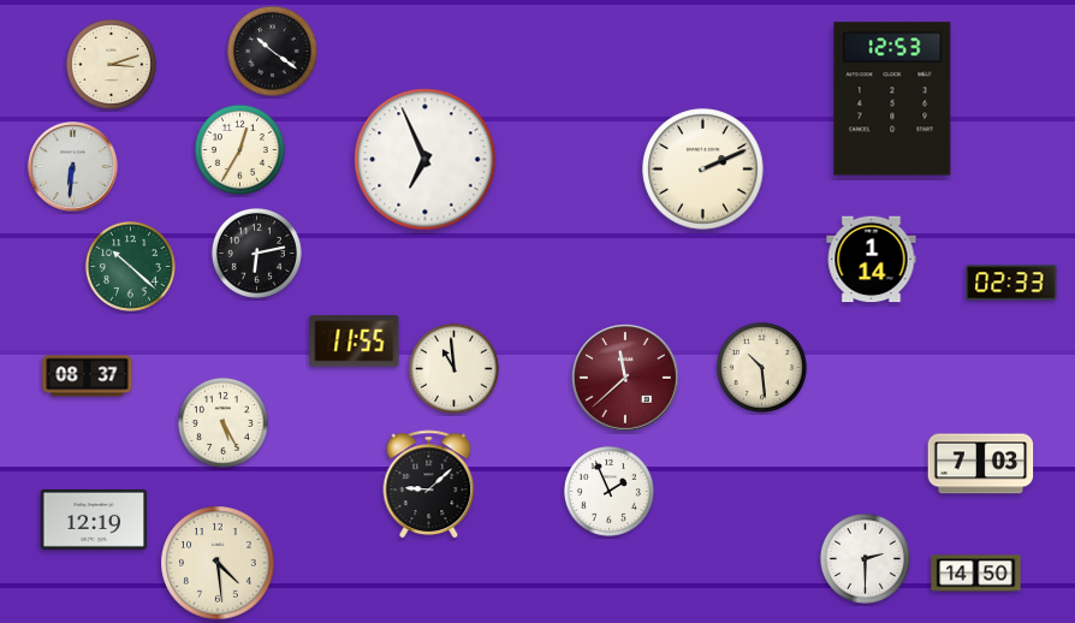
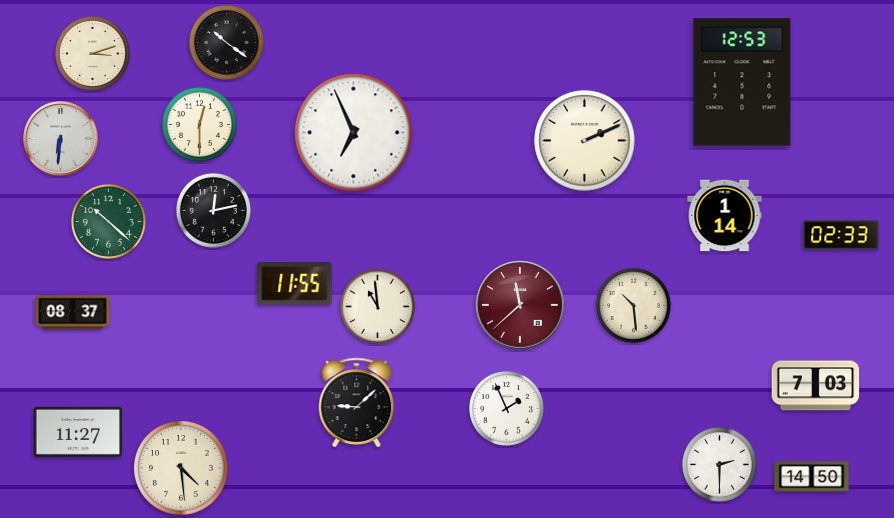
clock at (239, 149): 12:35 -> 12:30
clock at (256, 253): 6:13 -> 12:13
clock at (626, 379) position: (626, 379) -> (521, 306)
clock at (222, 422): 5:25 -> none
clock at (94, 520): 12:19 -> 11:27
